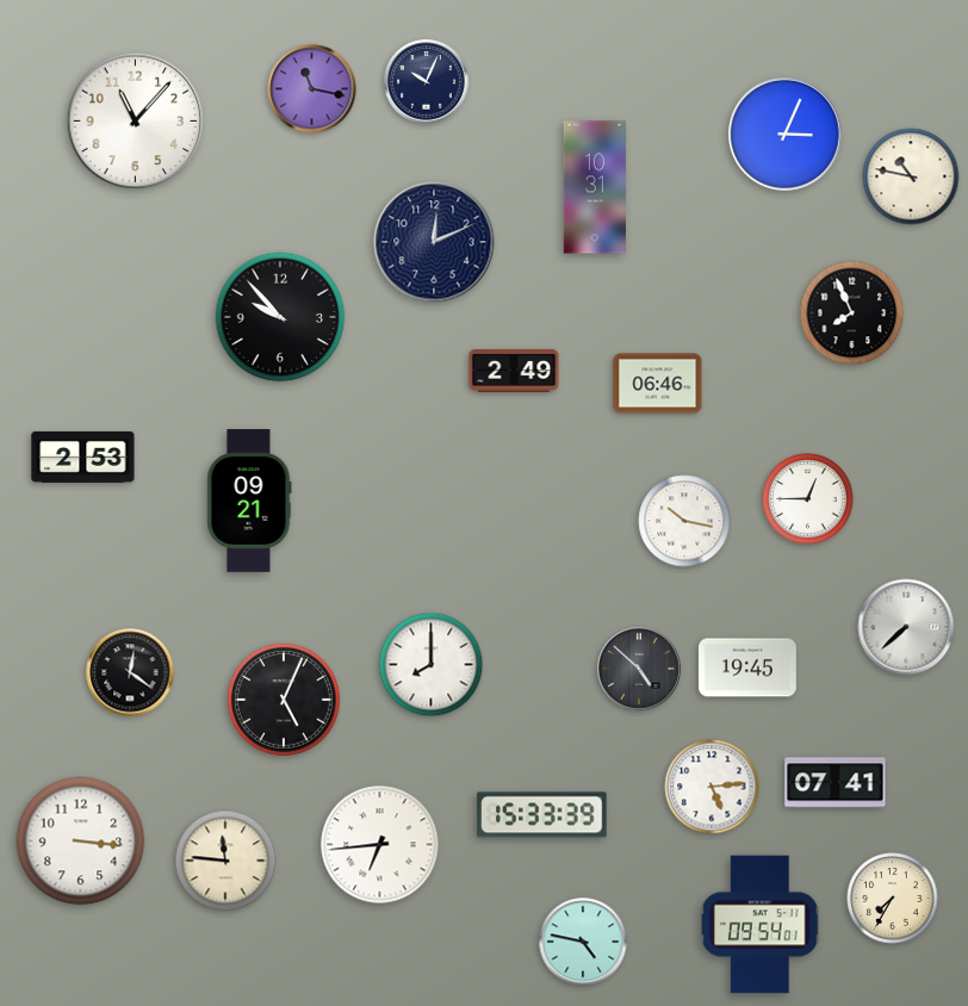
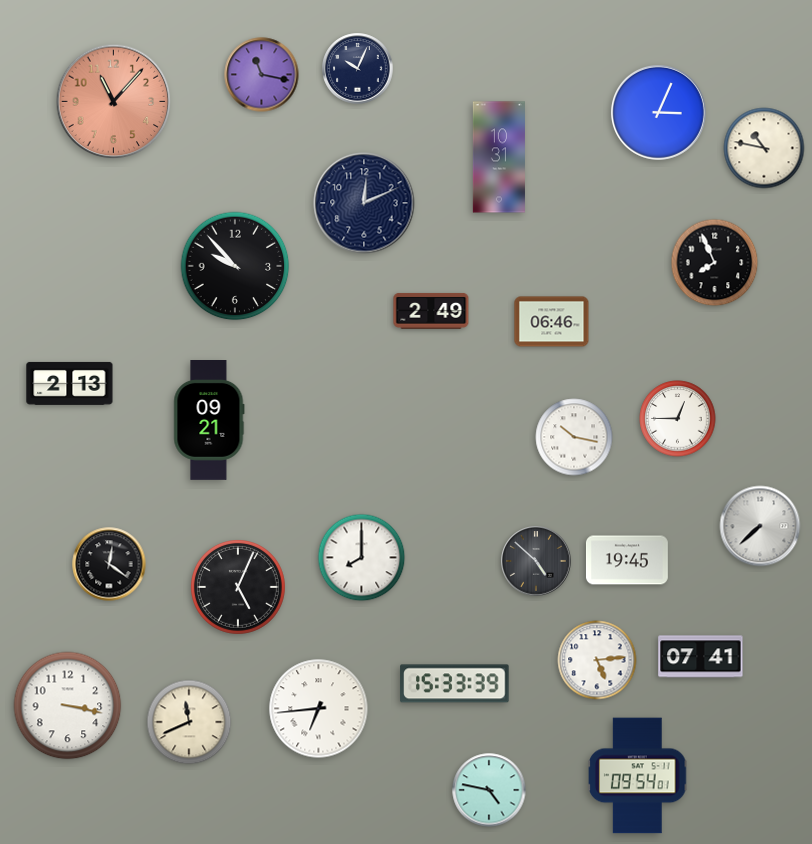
clock at (136, 122) dial: white -> salmon
clock at (83, 457): 2:53 -> 2:13
clock at (81, 842): 3:16 -> 3:17
clock at (225, 861): 11:46 -> 11:41
clock at (893, 899): 7:35 -> none
